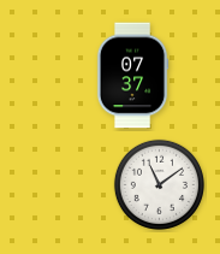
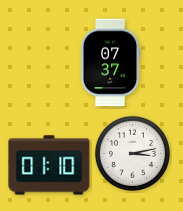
clock at (159, 184): 11:09 -> 3:13
clock at (49, 165): none -> 01:10
